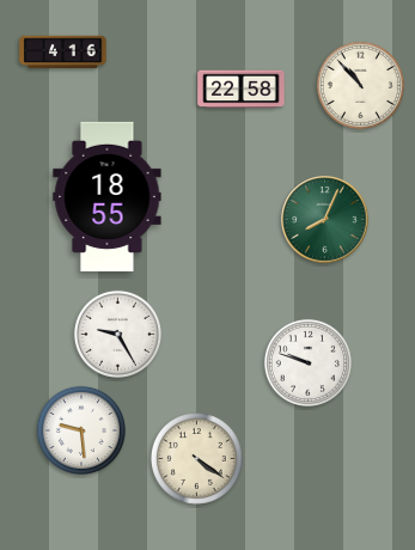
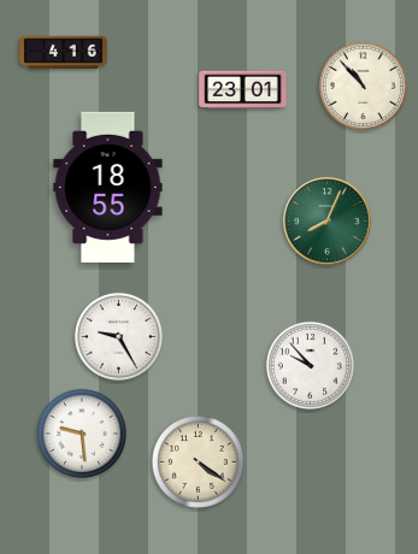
clock at (242, 90): 22:58 -> 23:01
clock at (108, 196) position: (108, 196) -> (108, 187)
clock at (307, 362): 9:48 -> 9:53
